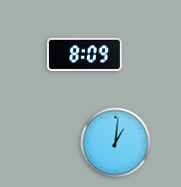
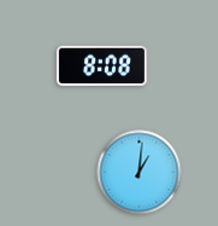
clock at (84, 54): 8:09 -> 8:08
